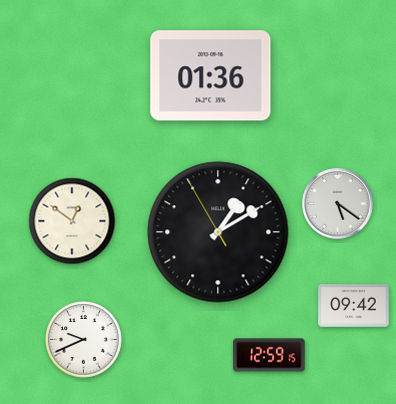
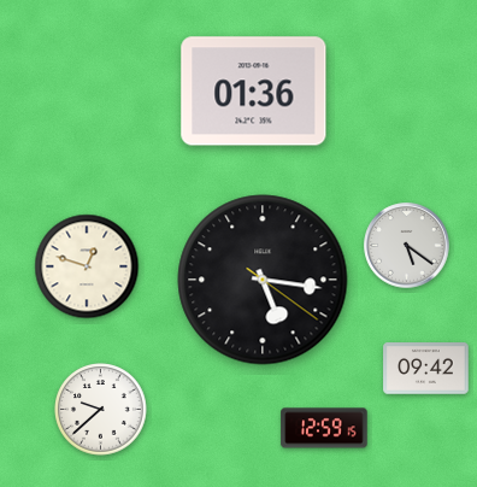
clock at (72, 221): 12:51 -> 12:48
clock at (218, 232): 1:09 -> 5:16
clock at (84, 340): 9:41 -> 9:38
